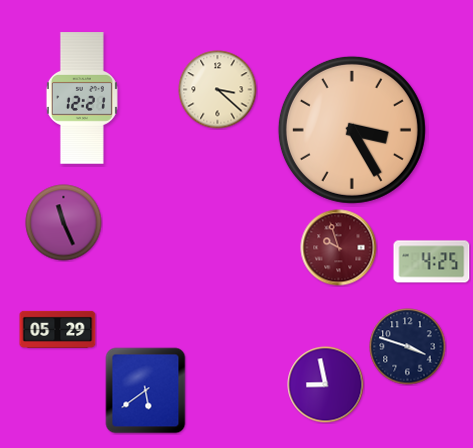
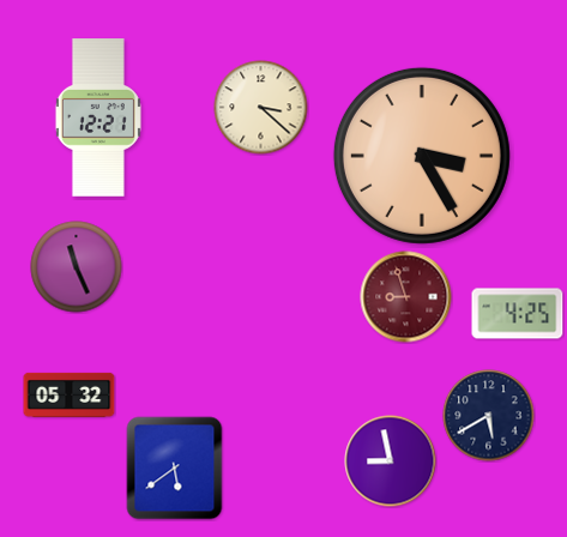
clock at (339, 248): 9:57 -> 8:57
clock at (58, 329): 05:29 -> 05:32
clock at (408, 347): 3:48 -> 5:40
